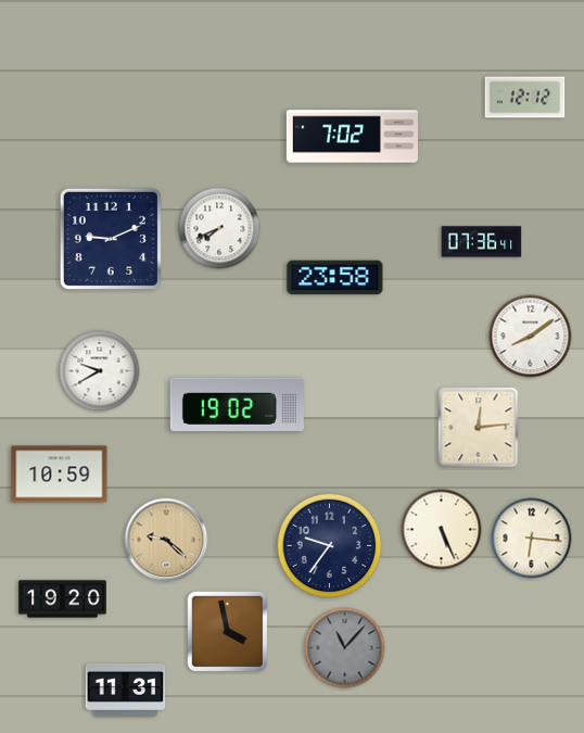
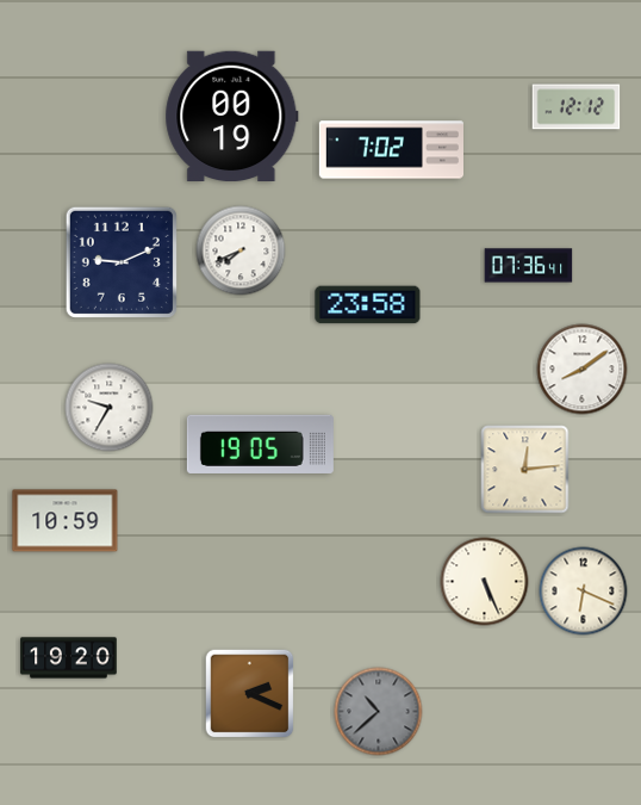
clock at (232, 116): none -> 00:19
clock at (352, 137) position: (352, 137) -> (391, 150)
clock at (100, 371): 9:40 -> 9:35
clock at (237, 404): 19:02 -> 19:05
clock at (532, 539): 6:16 -> 6:19
clock at (166, 540): 9:22 -> none
clock at (330, 546): 9:36 -> none
clock at (228, 632): 3:58 -> 2:19
clock at (345, 648): 11:07 -> 10:38
clock at (126, 690): 11:31 -> none
